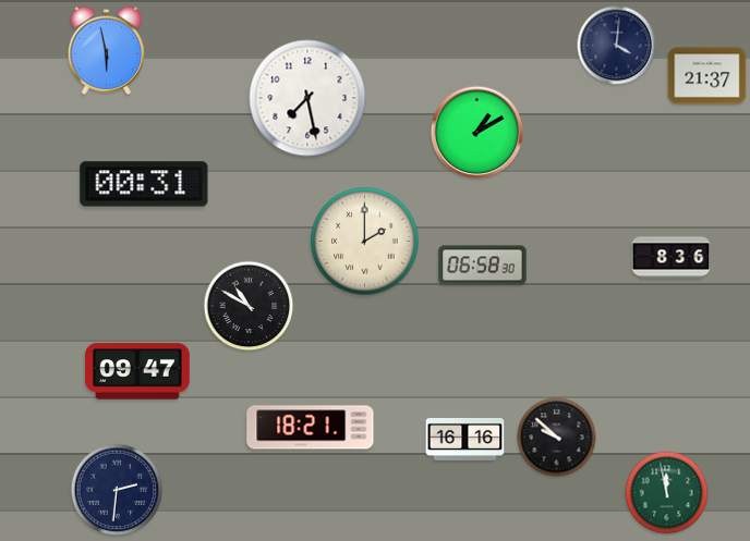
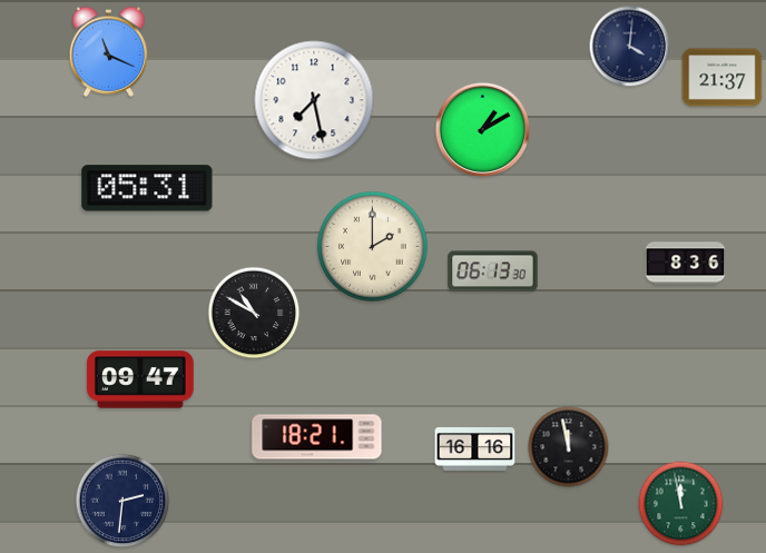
clock at (107, 50): 5:58 -> 11:19
clock at (477, 133) position: (477, 133) -> (483, 130)
clock at (144, 184): 00:31 -> 05:31
clock at (483, 266): 06:58 -> 06:13
clock at (557, 438): 9:52 -> 11:58
clock at (117, 490) position: (117, 490) -> (122, 501)
